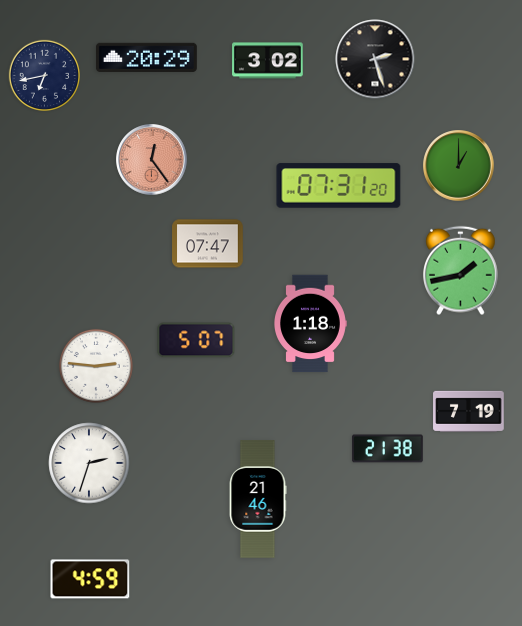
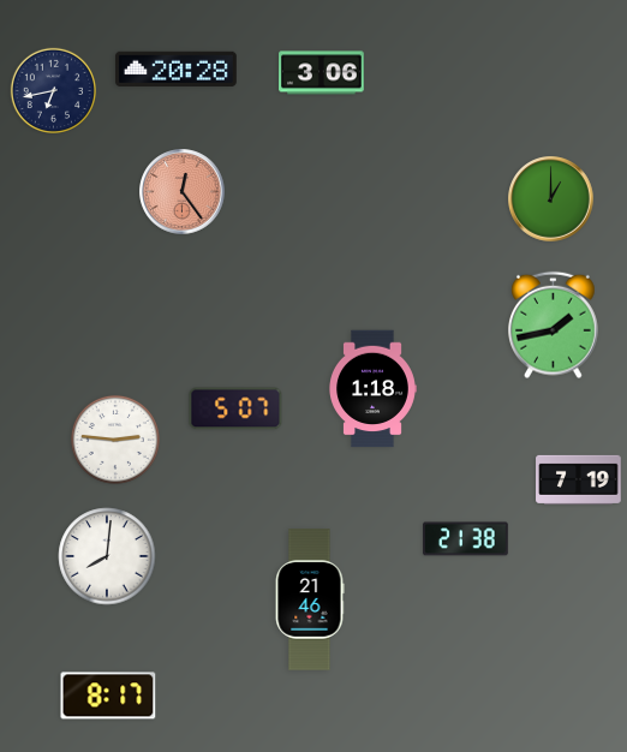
clock at (146, 57): 20:29 -> 20:28
clock at (375, 59): 2:27 -> none
clock at (268, 61): 3:02 -> 3:06
clock at (339, 186): 07:31 -> none
clock at (208, 244): 07:47 -> none
clock at (469, 411) position: (469, 411) -> (579, 479)
clock at (89, 463): 2:33 -> 8:01
clock at (90, 579): 4:59 -> 8:17
